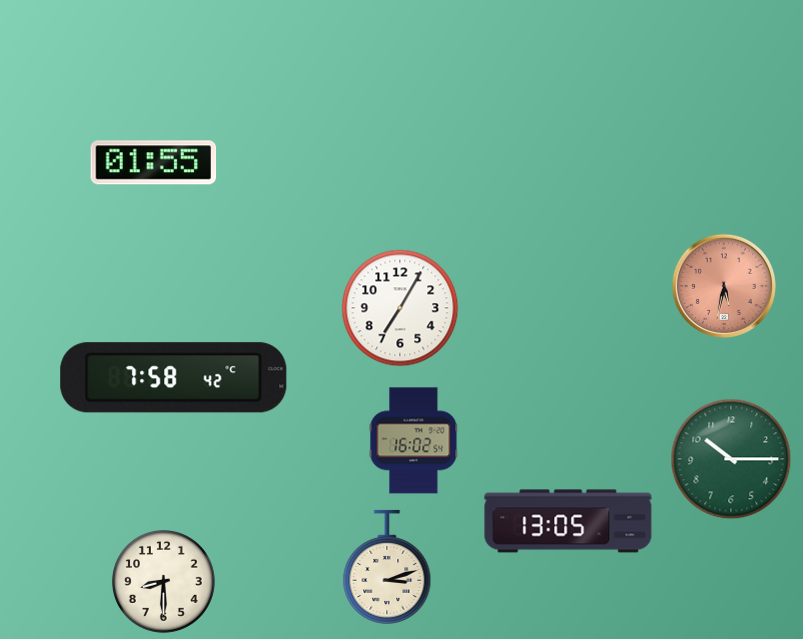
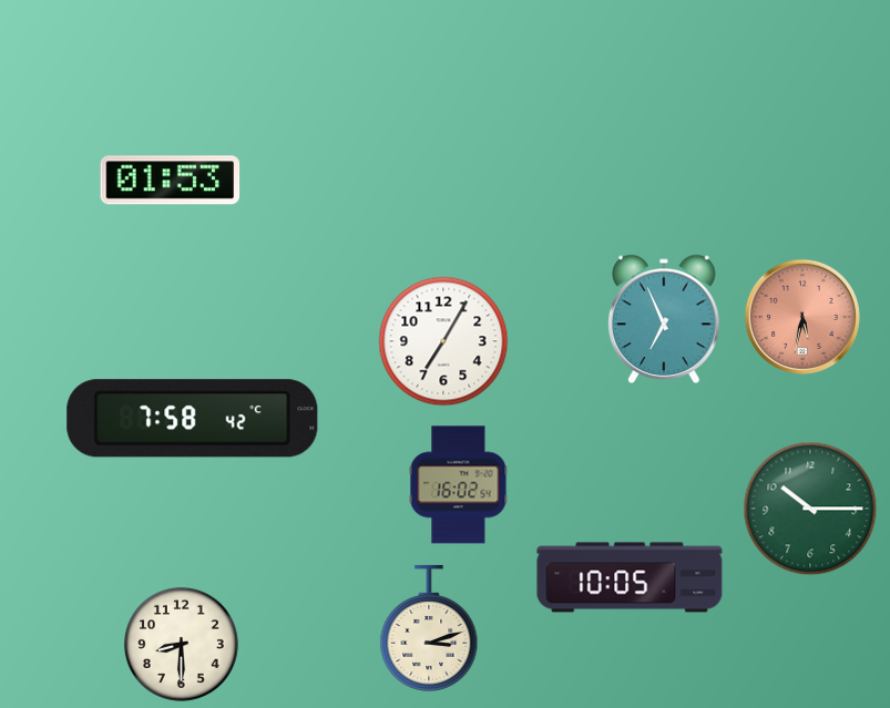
clock at (154, 163): 01:55 -> 01:53
clock at (665, 319): none -> 6:56
clock at (414, 441) position: (414, 441) -> (459, 485)
clock at (568, 521): 13:05 -> 10:05
